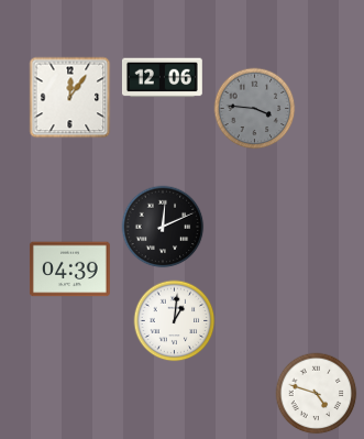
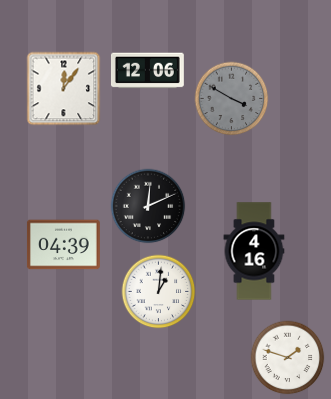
clock at (255, 109): 3:46 -> 3:50
clock at (254, 251): none -> 4:16
clock at (317, 394): 4:48 -> 1:48
